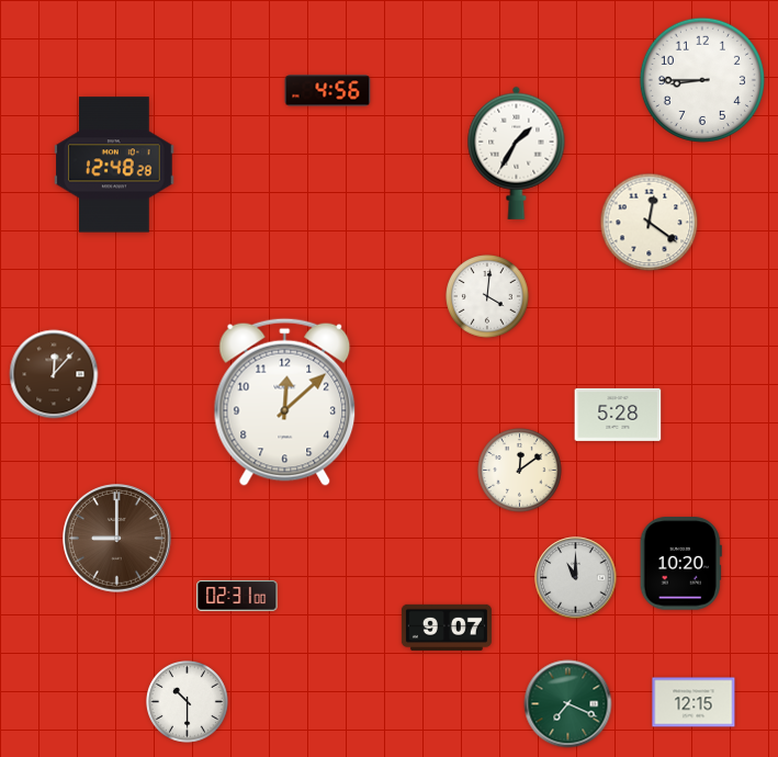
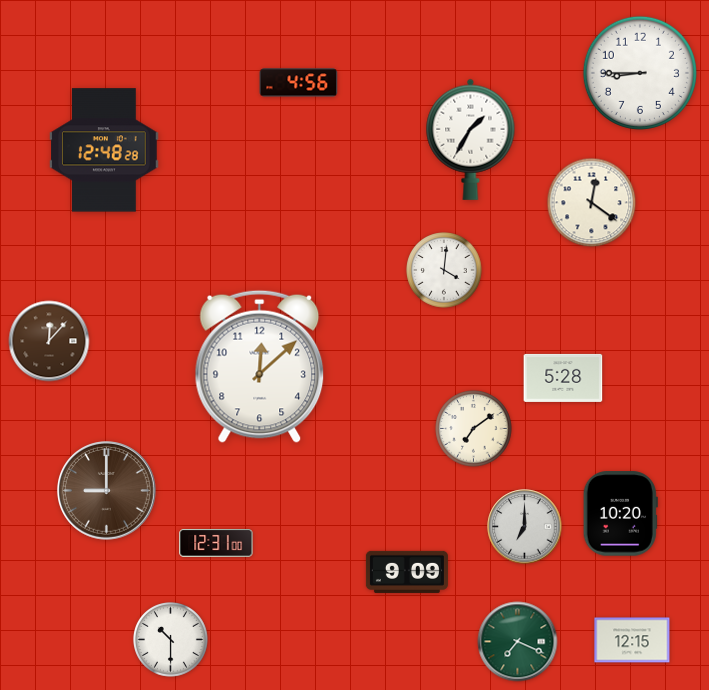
clock at (520, 471): 12:09 -> 7:09
clock at (576, 578): 11:00 -> 7:00
clock at (237, 596): 02:31 -> 12:31
clock at (447, 628): 9:07 -> 9:09
